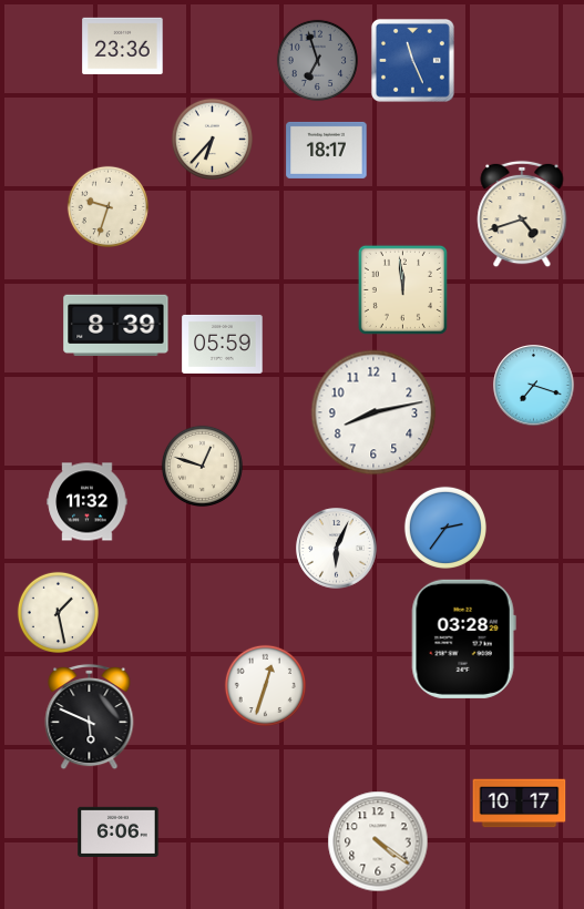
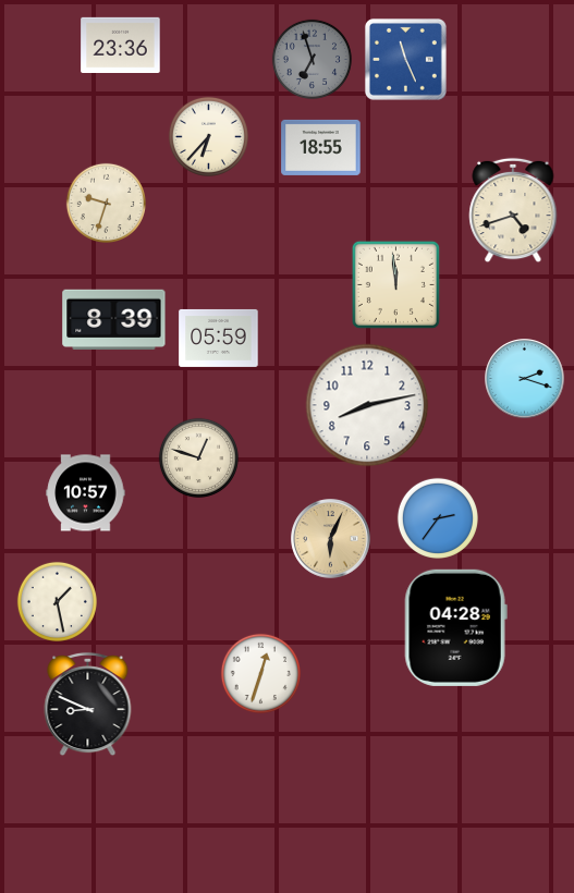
clock at (327, 150): 18:17 -> 18:55
clock at (534, 386): 7:18 -> 2:18
clock at (88, 502): 11:32 -> 10:57
clock at (337, 549) dial: white -> champagne
clock at (463, 639): 03:28 -> 04:28
clock at (90, 717): 5:49 -> 8:49
clock at (520, 804): 10:17 -> none
clock at (119, 831): 6:06 -> none
clock at (378, 841): 4:21 -> none
